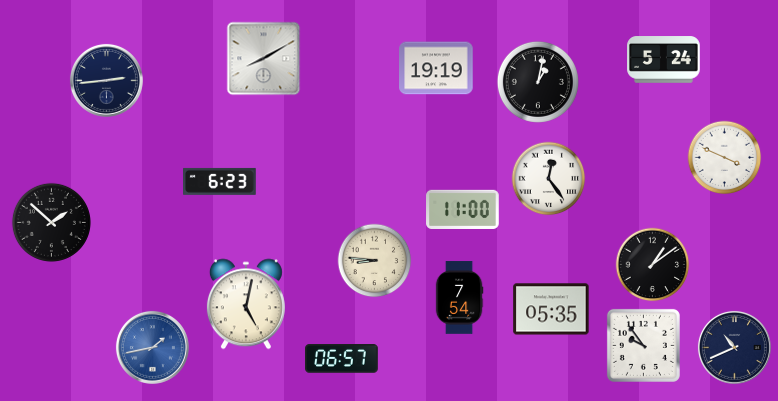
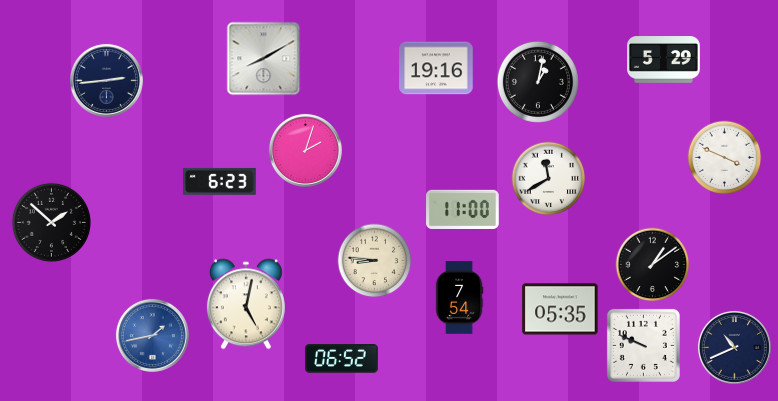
clock at (664, 60): 5:24 -> 5:29
clock at (436, 68): 19:19 -> 19:16
clock at (305, 150): none -> 2:03
clock at (549, 179): 12:24 -> 11:40
clock at (551, 309) position: (551, 309) -> (560, 309)
clock at (643, 345): 9:54 -> 9:49
clock at (152, 347) position: (152, 347) -> (152, 335)
clock at (342, 359): 06:57 -> 06:52
